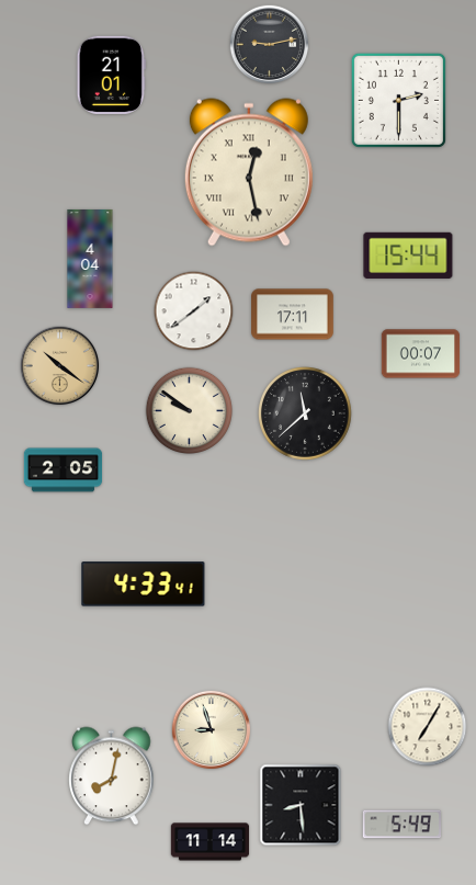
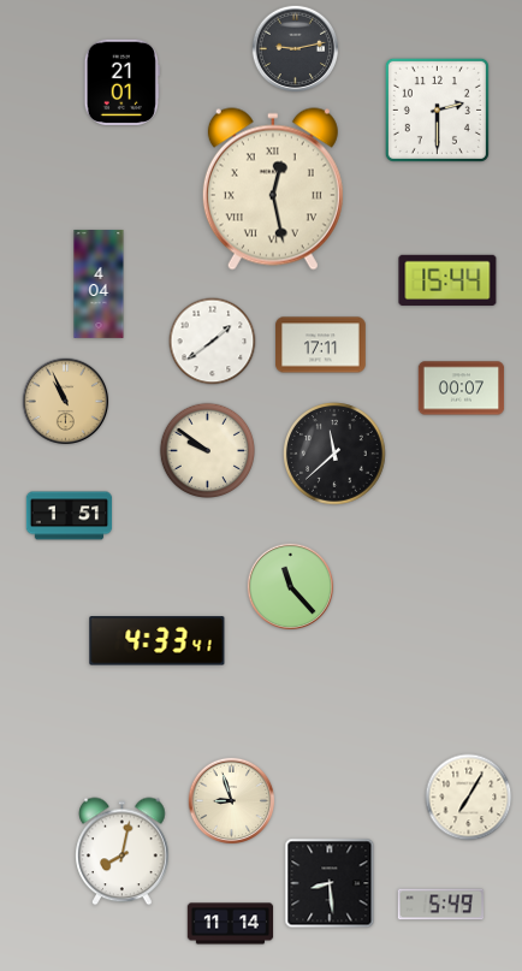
clock at (60, 366): 10:21 -> 10:56
clock at (64, 470): 2:05 -> 1:51
clock at (291, 587): none -> 11:23
